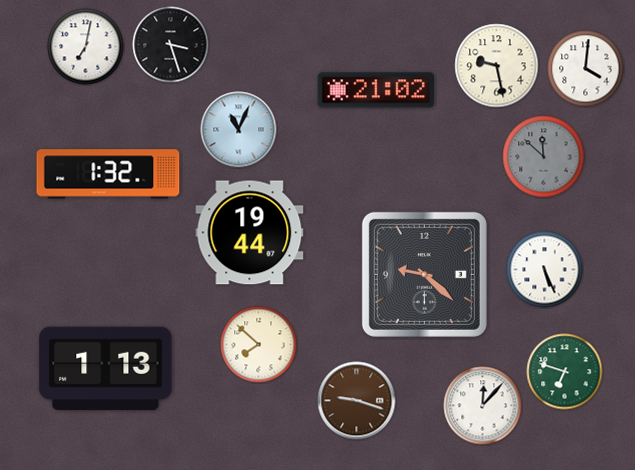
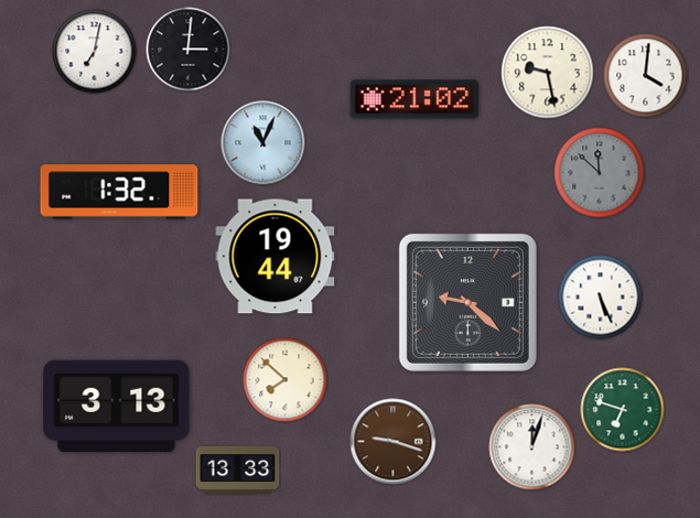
clock at (171, 45): 3:27 -> 3:01
clock at (106, 369): 1:13 -> 3:13
clock at (483, 406): 12:07 -> 12:03
clock at (238, 470): none -> 13:33
